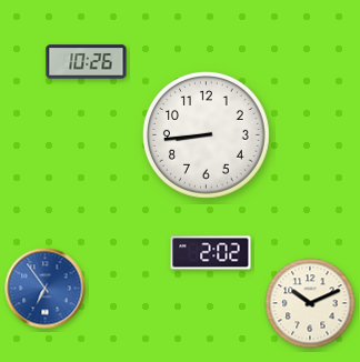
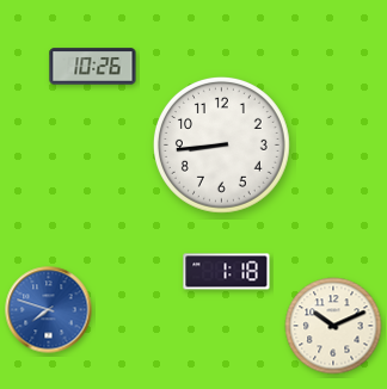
clock at (211, 253): 2:02 -> 1:18
clock at (46, 289): 6:54 -> 7:48
